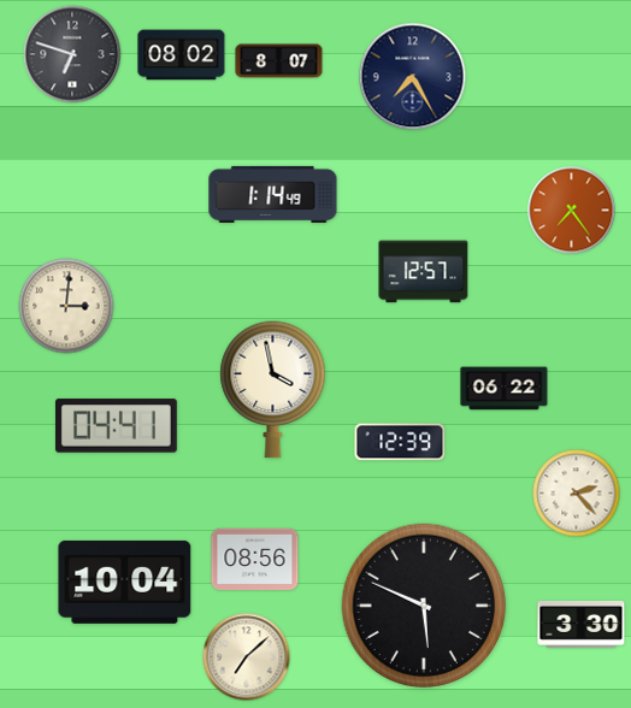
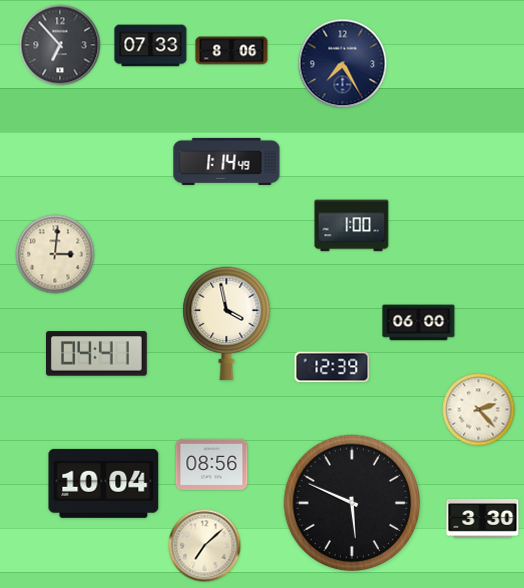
clock at (72, 54): 6:48 -> 6:53
clock at (182, 55): 08:02 -> 07:33
clock at (279, 61): 8:07 -> 8:06
clock at (572, 211): 7:24 -> none
clock at (424, 272): 12:57 -> 1:00
clock at (505, 389): 06:22 -> 06:00
